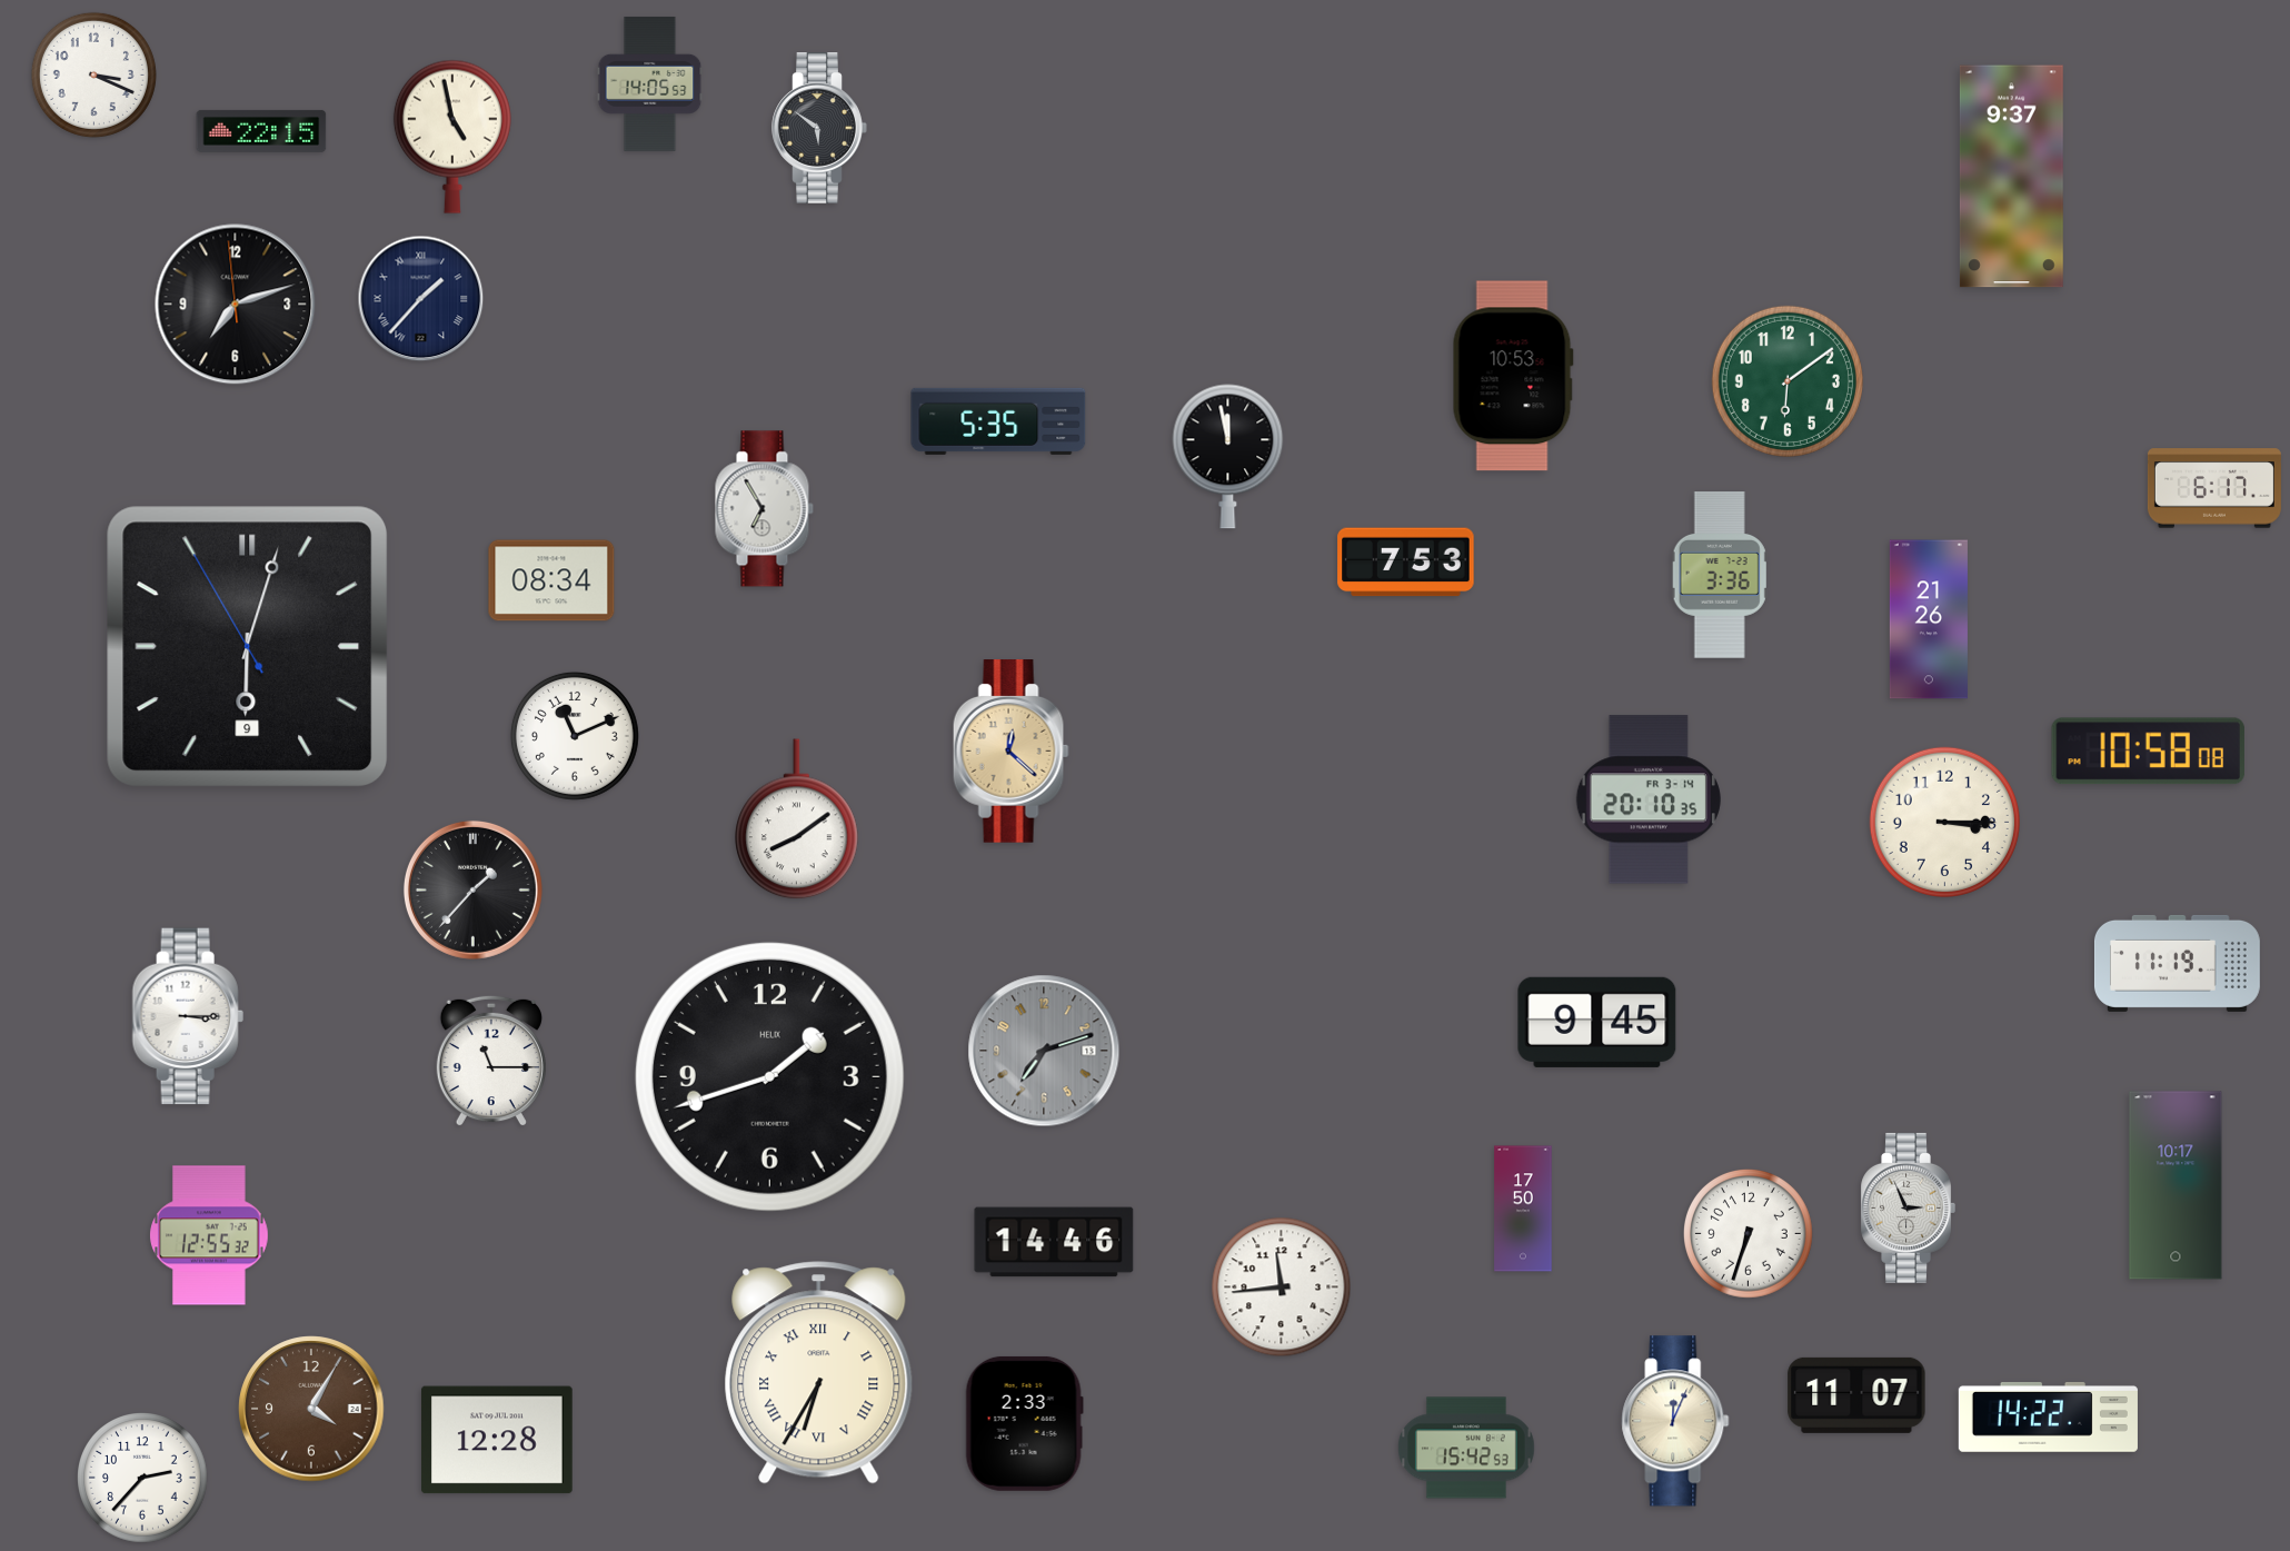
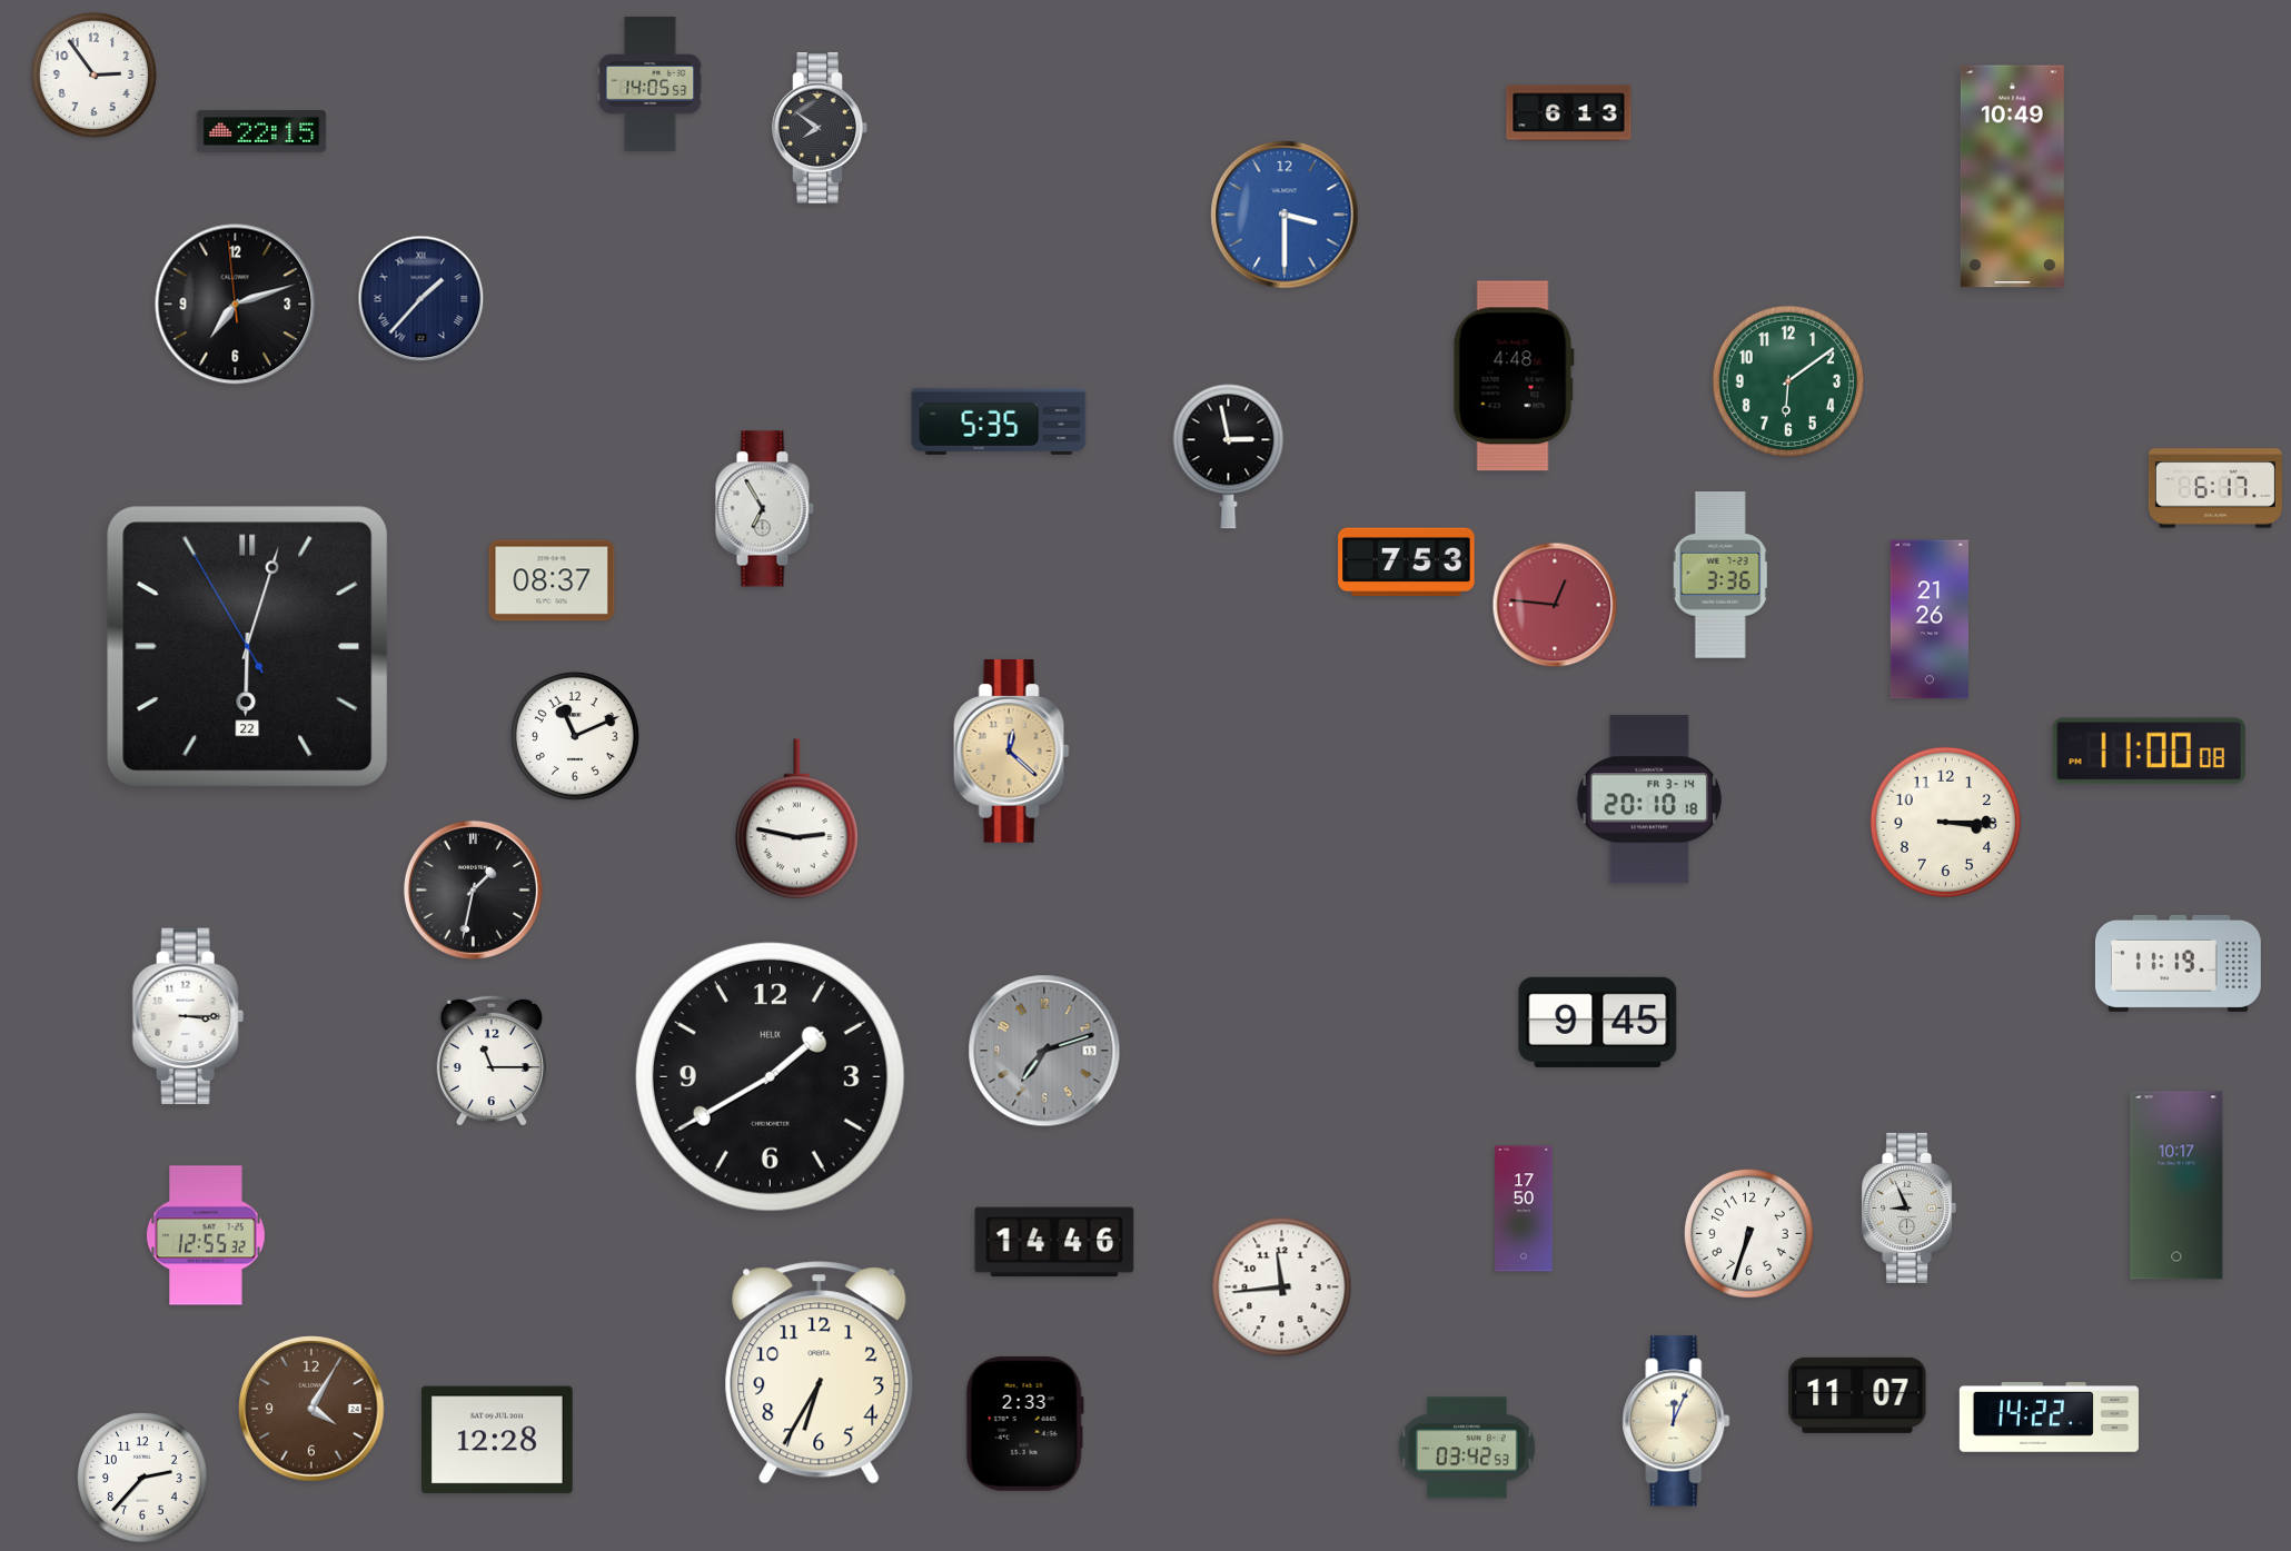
clock at (93, 74): 3:19 -> 2:54
clock at (1569, 113): none -> 6:13
clock at (819, 129): 5:51 -> 7:51
clock at (452, 137): 4:58 -> none
clock at (2011, 177): 9:37 -> 10:49
clock at (1285, 215): none -> 3:30
clock at (1513, 376): 10:53 -> 4:48
clock at (1228, 457): 11:58 -> 2:58
clock at (551, 580): 08:34 -> 08:37
clock at (1555, 605): none -> 12:46
clock at (247, 646) date: 9 -> 22
clock at (2148, 752): 10:58 -> 11:00
clock at (1649, 799): 20:10:35 -> 20:10:18
clock at (797, 819): 8:09 -> 2:47
clock at (472, 889): 1:37 -> 1:32
clock at (769, 1076): 1:42 -> 1:40
clock at (1908, 1207): 2:56 -> 8:56
clock at (210, 1235) position: (210, 1235) -> (207, 1235)
clock at (819, 1373) numerals: Roman -> Arabic
clock at (1467, 1448): 15:42 -> 03:42
